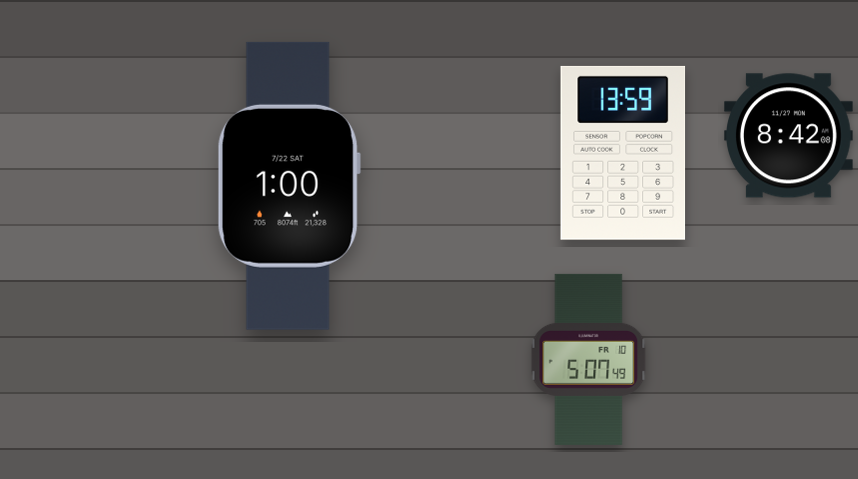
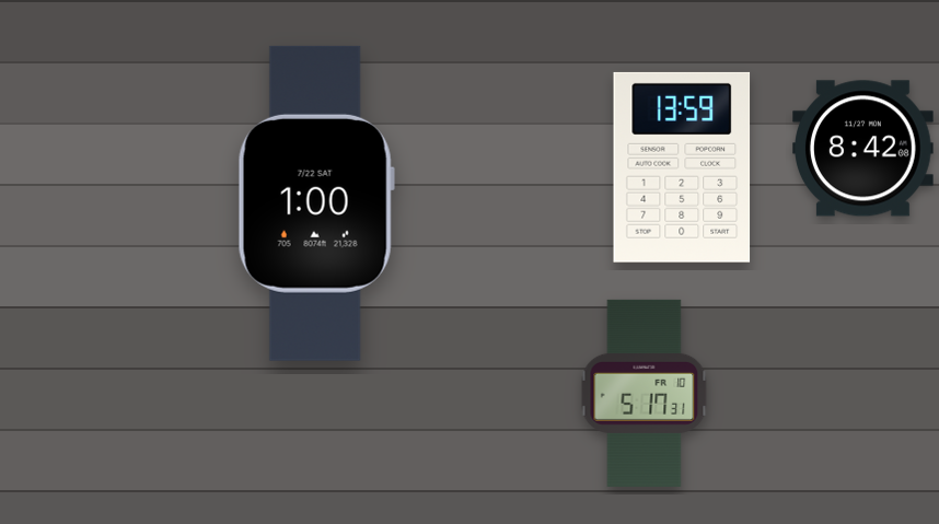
clock at (589, 359): 5:07 -> 5:17
